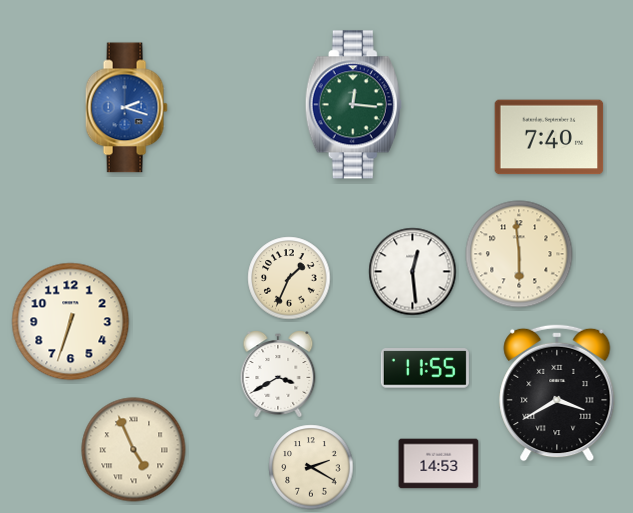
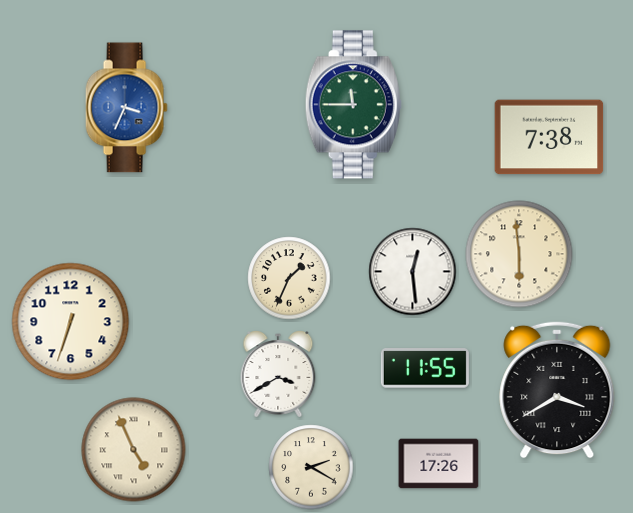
clock at (353, 105): 12:16 -> 11:45
clock at (126, 108): 2:18 -> 3:34
clock at (549, 137): 7:40 -> 7:38
clock at (557, 393) position: (557, 393) -> (557, 390)
clock at (439, 464): 14:53 -> 17:26
